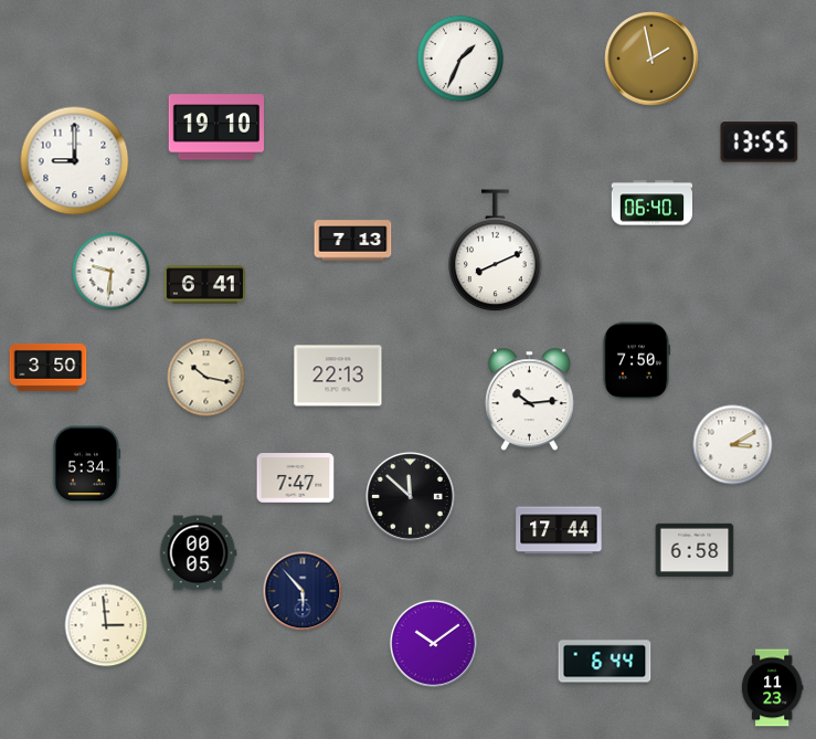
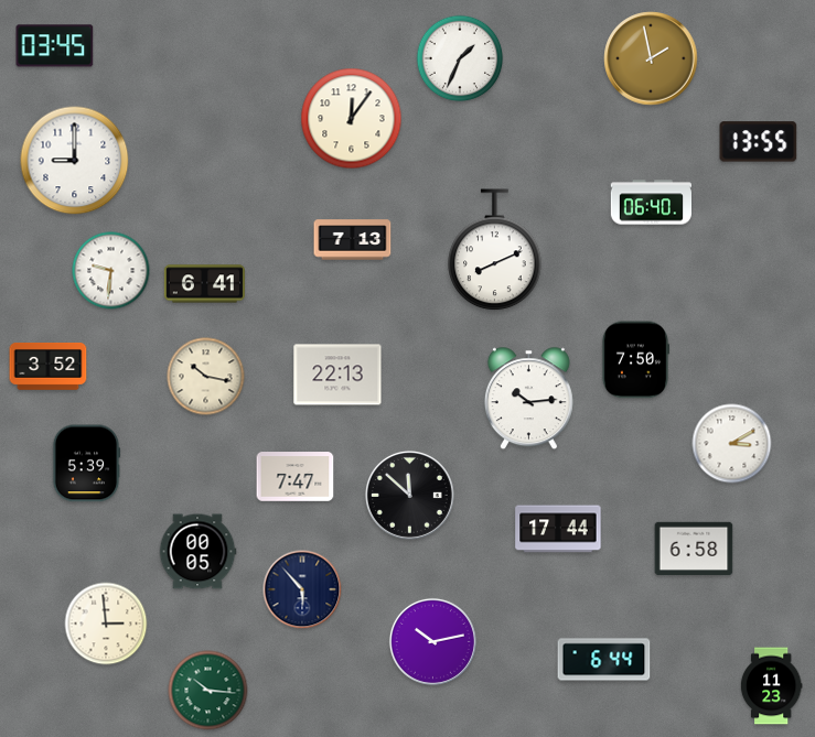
clock at (55, 46): none -> 03:45
clock at (352, 119): none -> 12:06
clock at (215, 127): 19:10 -> none
clock at (49, 368): 3:50 -> 3:52
clock at (86, 465): 5:34 -> 5:39
clock at (433, 643): 10:09 -> 10:13
clock at (208, 691): none -> 10:16
